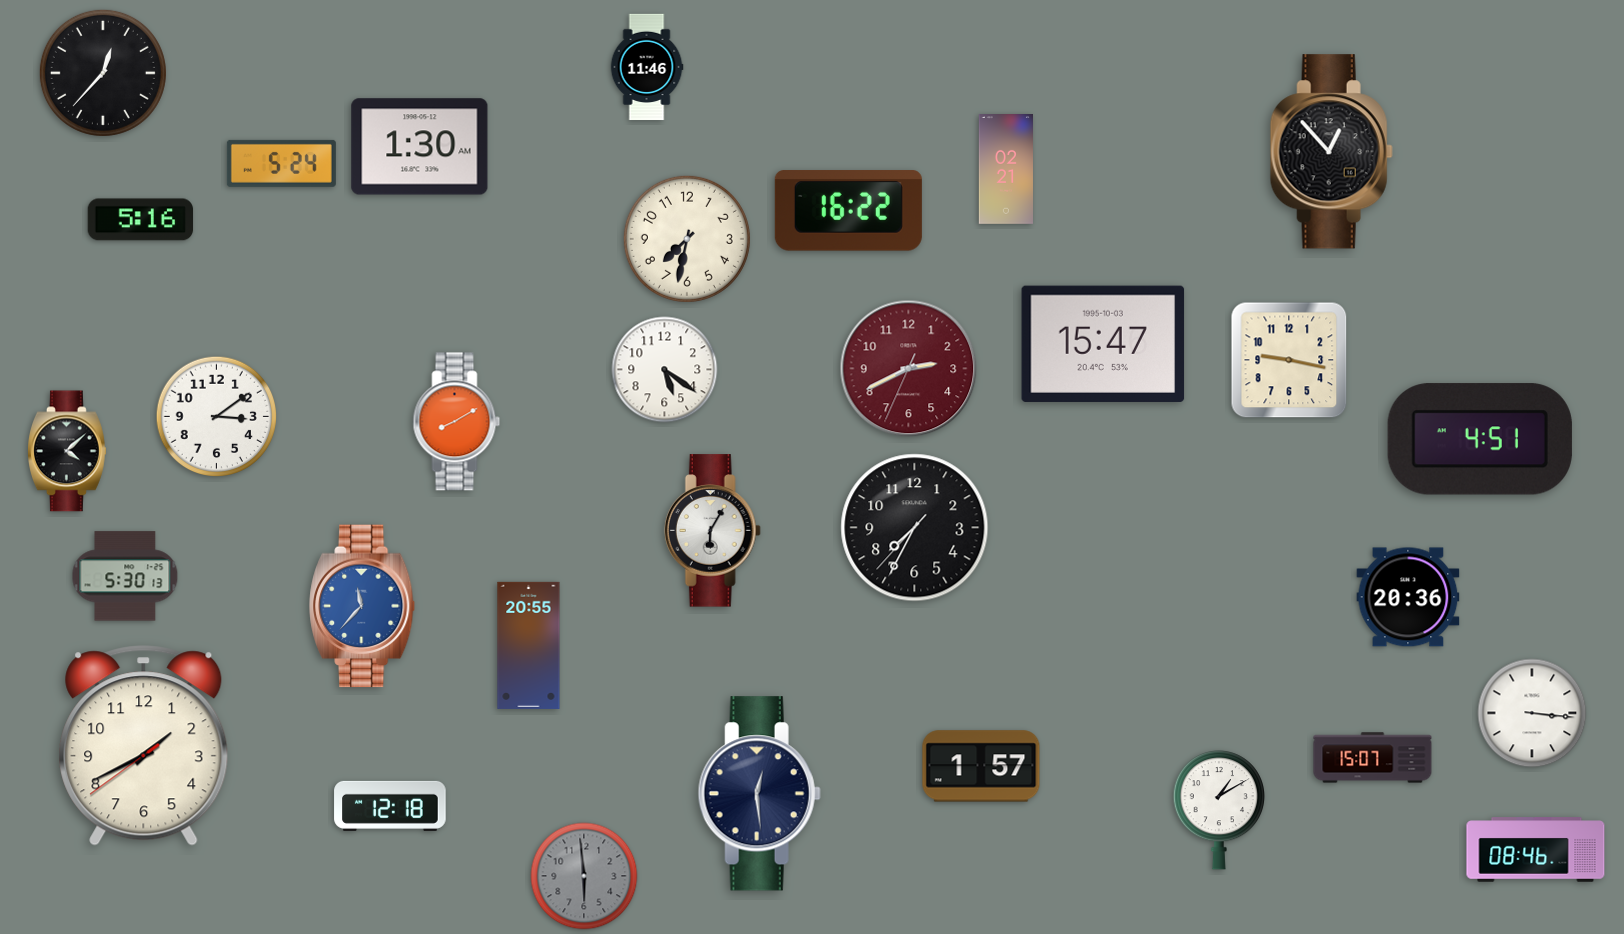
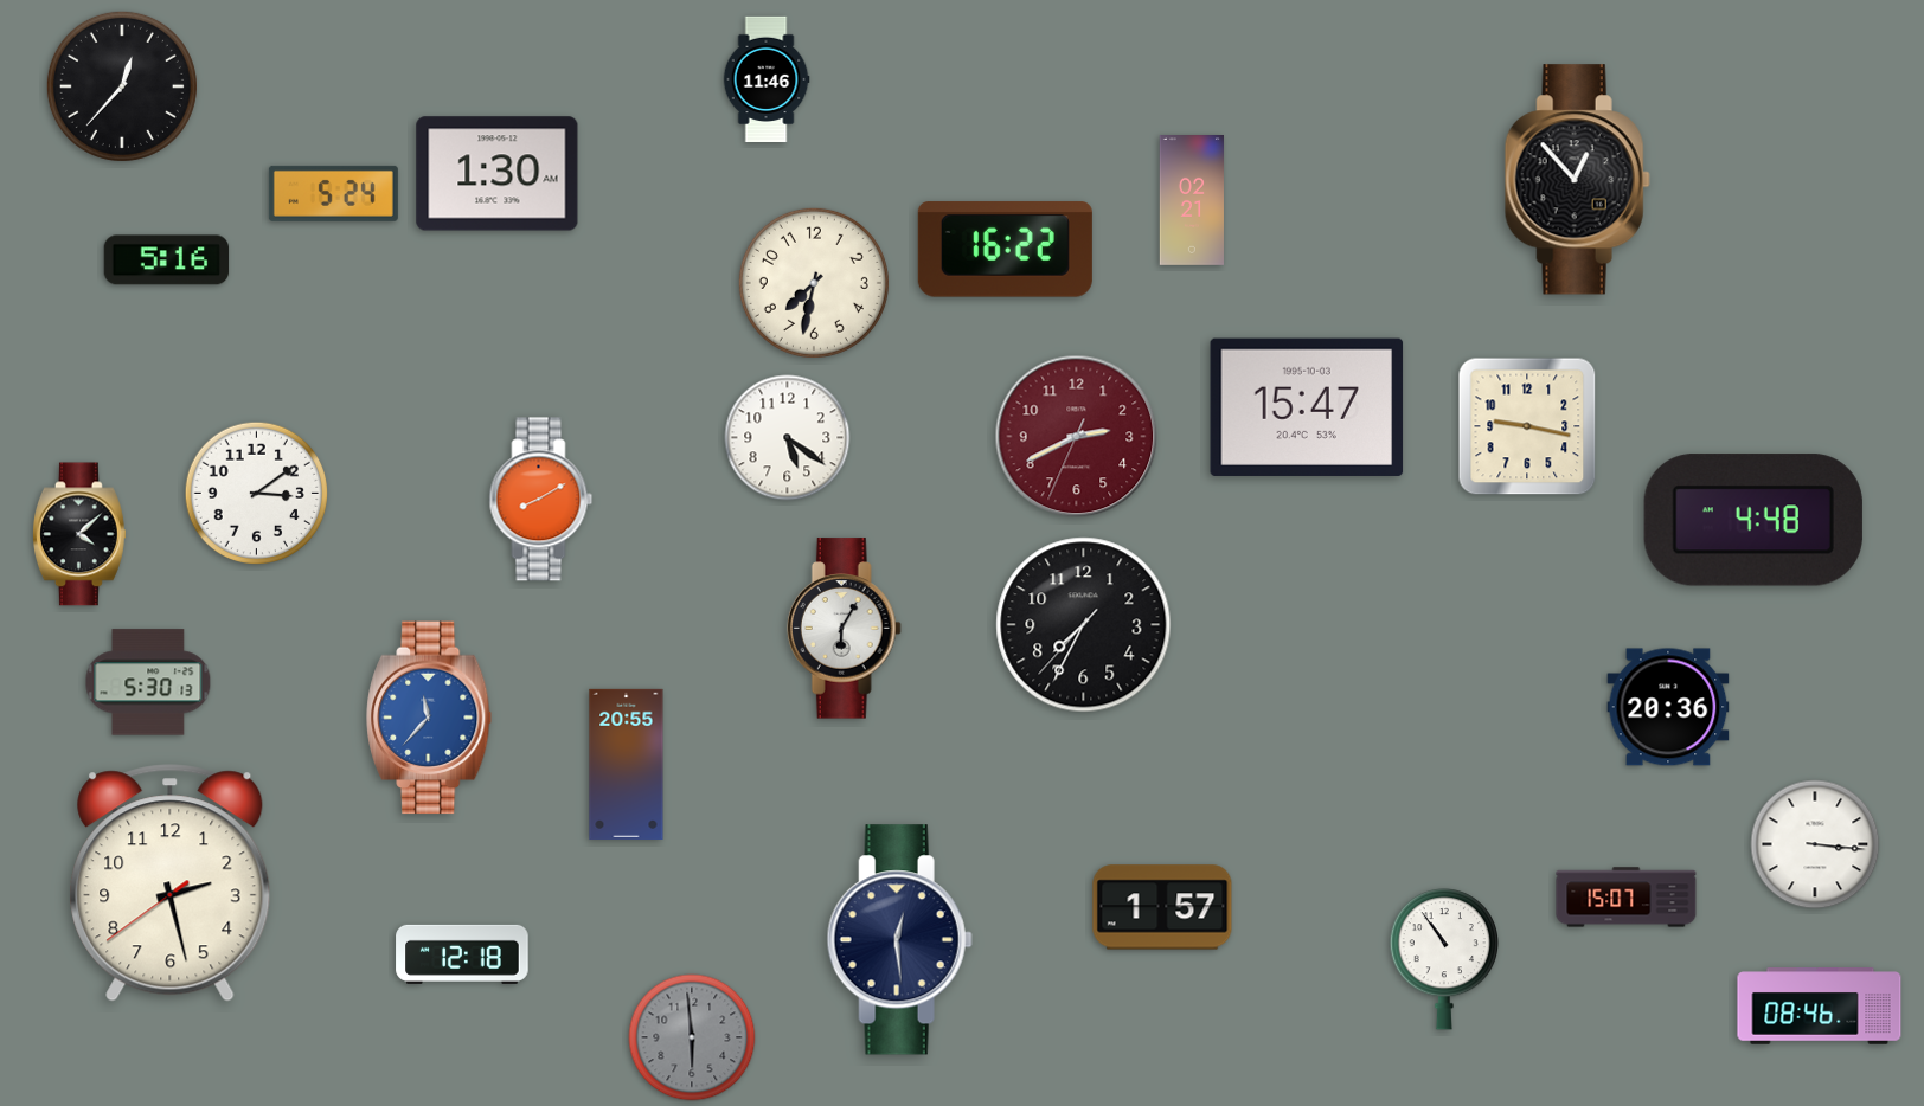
clock at (1480, 439): 4:51 -> 4:48
clock at (144, 746): 1:40 -> 2:27
clock at (1218, 810): 1:10 -> 10:54
